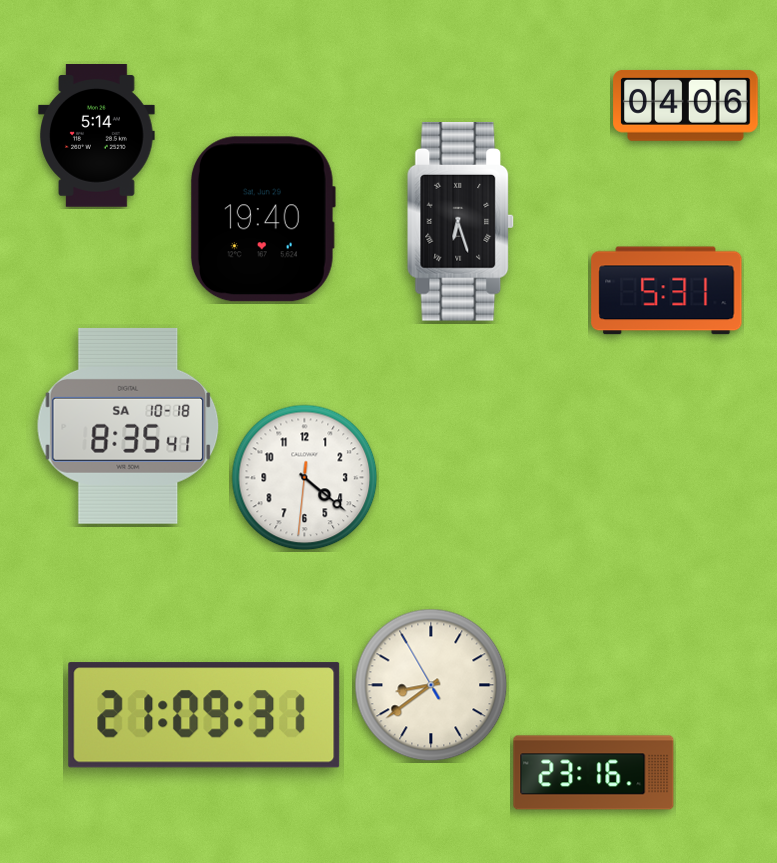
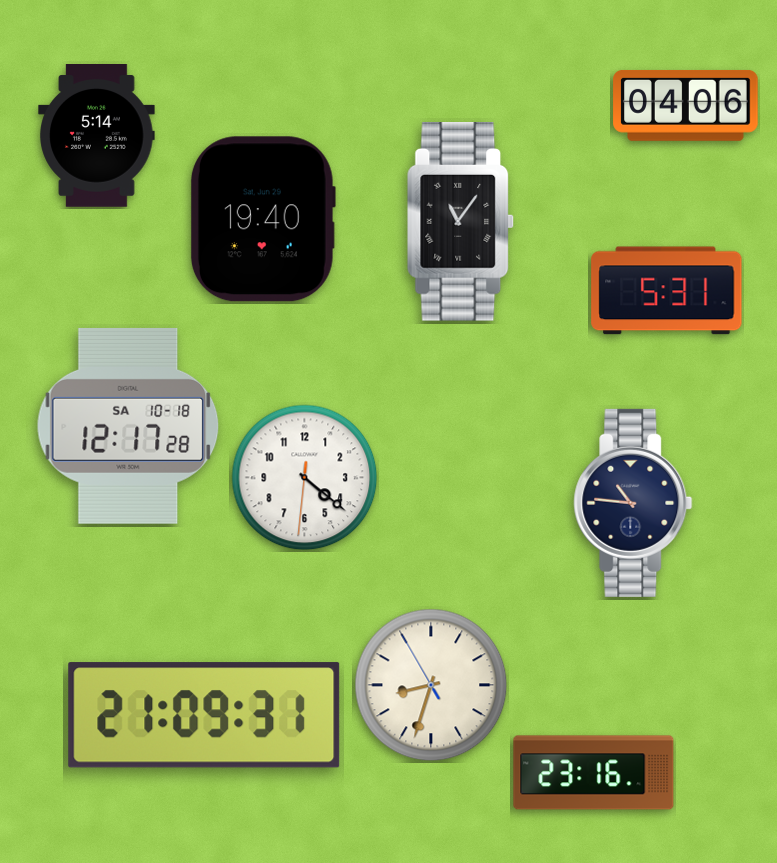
clock at (461, 222): 6:27 -> 11:06
clock at (128, 426): 8:35 -> 12:17
clock at (633, 503): none -> 10:46
clock at (431, 685): 8:38 -> 8:32
